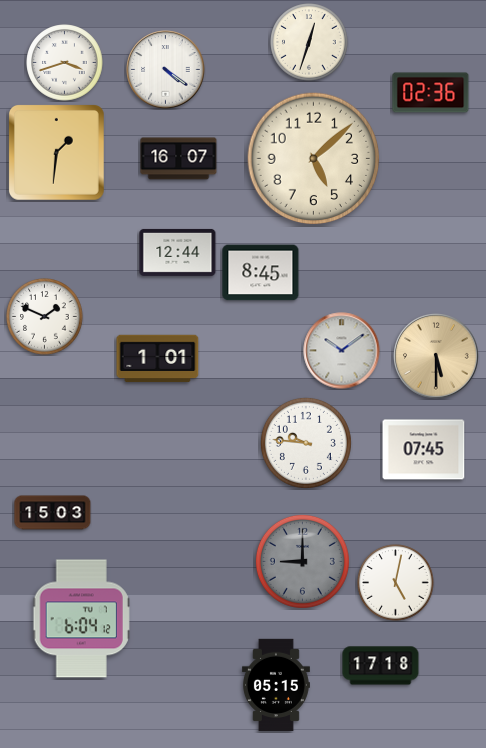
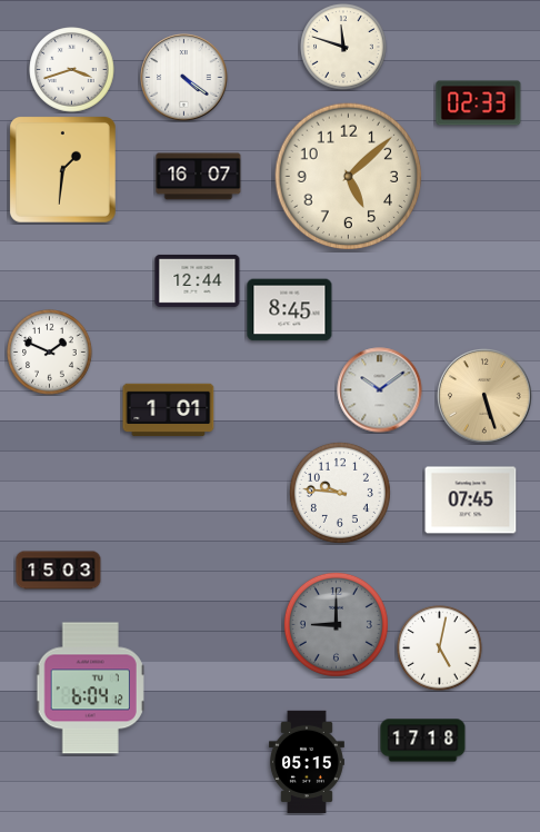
clock at (309, 42): 12:33 -> 11:48
clock at (431, 93): 02:36 -> 02:33
clock at (261, 273) position: (261, 273) -> (290, 310)
clock at (436, 356): 5:30 -> 5:27
clock at (158, 359) position: (158, 359) -> (169, 410)
